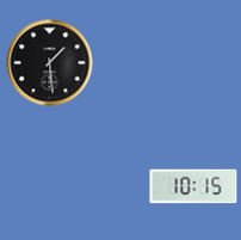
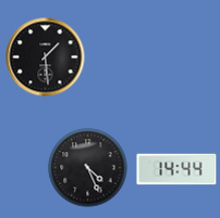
clock at (88, 168): none -> 4:26
clock at (193, 186): 10:15 -> 14:44
